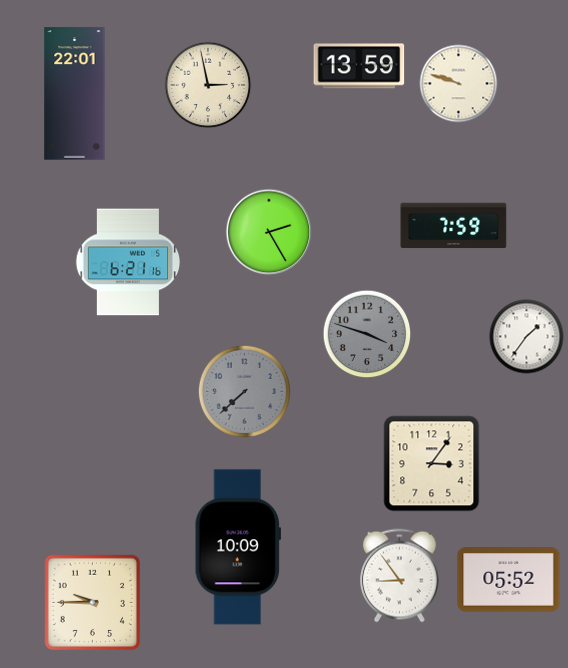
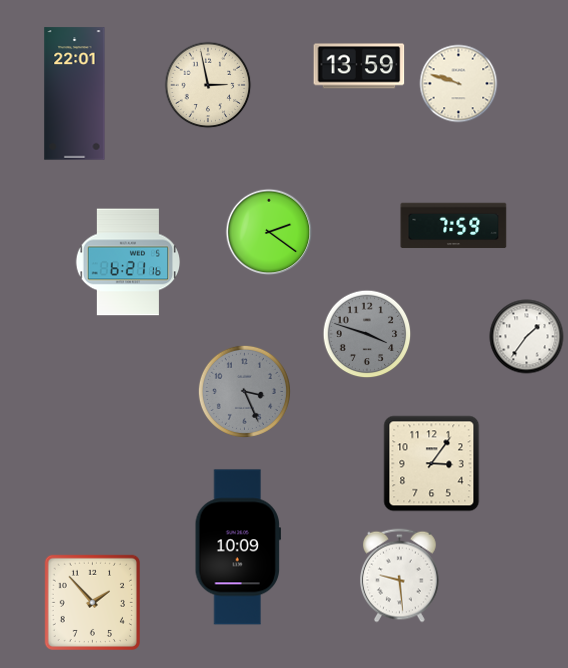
clock at (269, 232): 2:25 -> 2:21
clock at (244, 391): 7:38 -> 3:26
clock at (400, 576): 8:54 -> 9:29
clock at (509, 580): 05:52 -> none
clock at (92, 602): 9:45 -> 1:53
